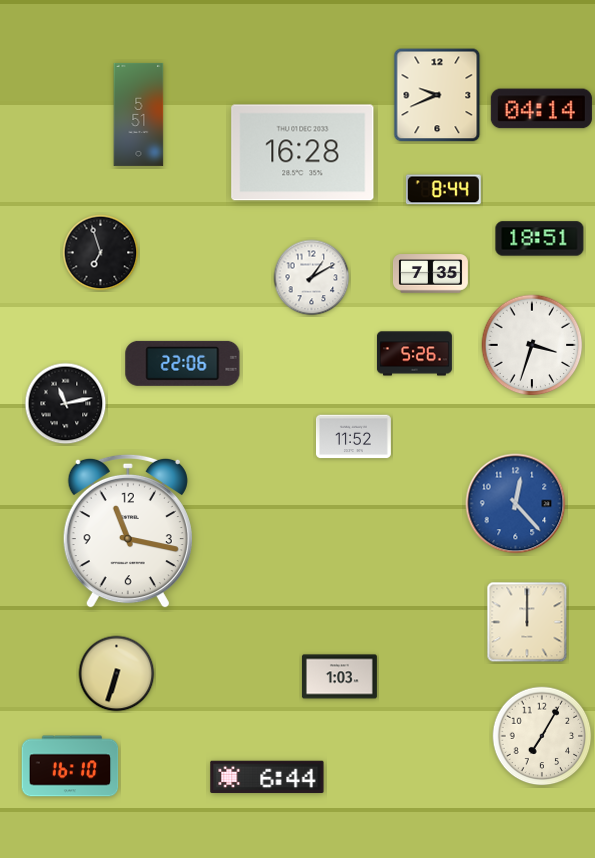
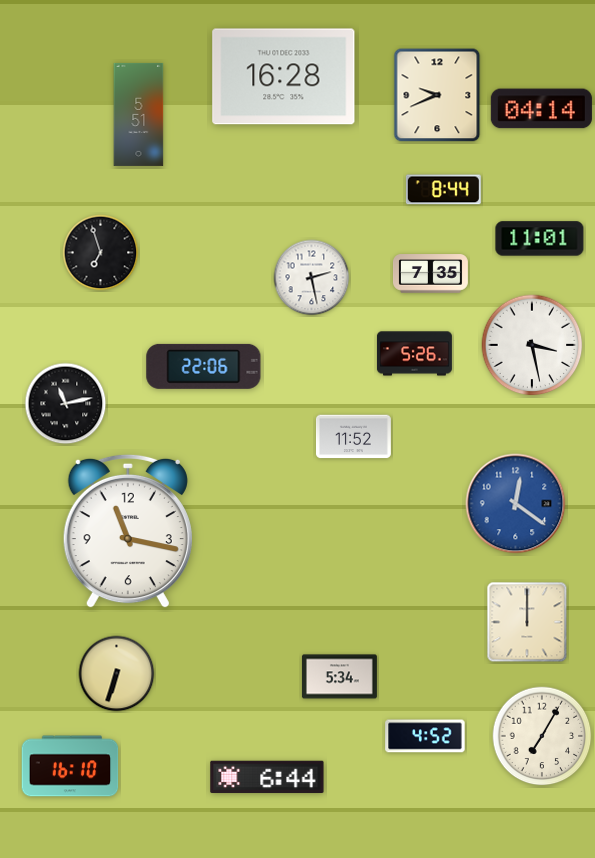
clock at (303, 153) position: (303, 153) -> (284, 77)
clock at (540, 239): 18:51 -> 11:01
clock at (312, 278): 1:10 -> 2:28
clock at (532, 345): 3:33 -> 3:28
clock at (183, 363) position: (183, 363) -> (204, 366)
clock at (516, 504): 12:23 -> 12:21
clock at (339, 677): 1:03 -> 5:34
clock at (425, 736): none -> 4:52
